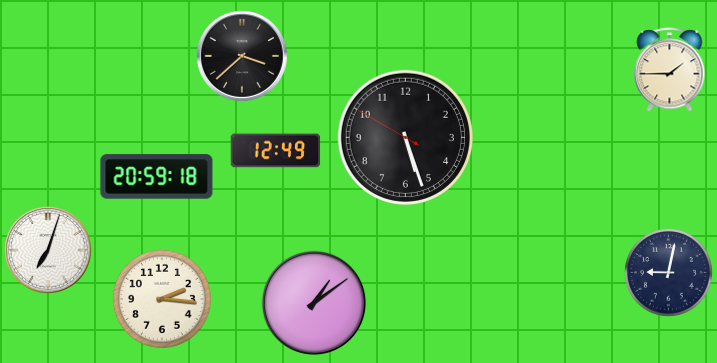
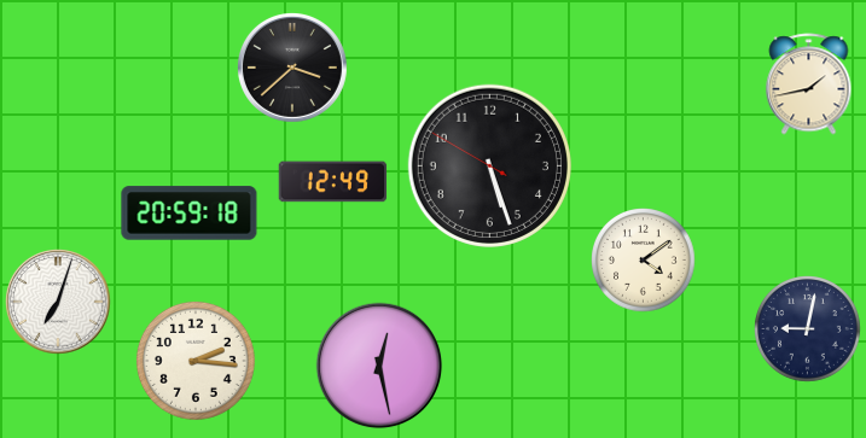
clock at (670, 70): 1:45 -> 1:43
clock at (644, 261): none -> 4:09
clock at (314, 303): 1:09 -> 12:28
